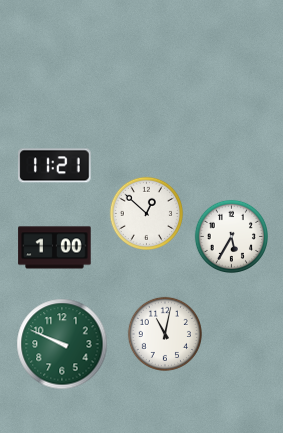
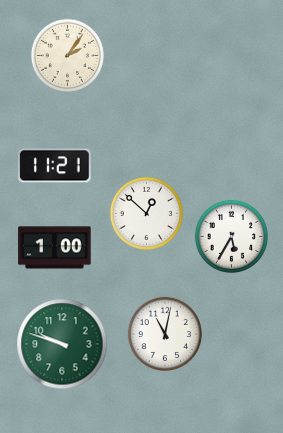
clock at (67, 55): none -> 2:06
clock at (62, 344): 9:49 -> 9:48
